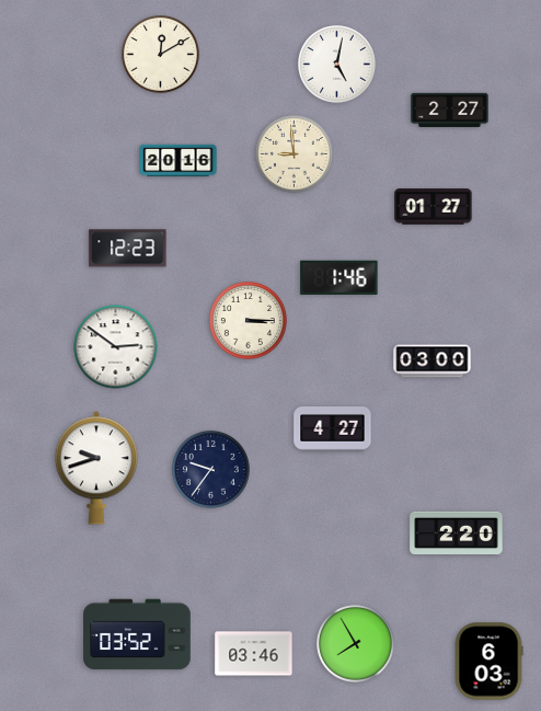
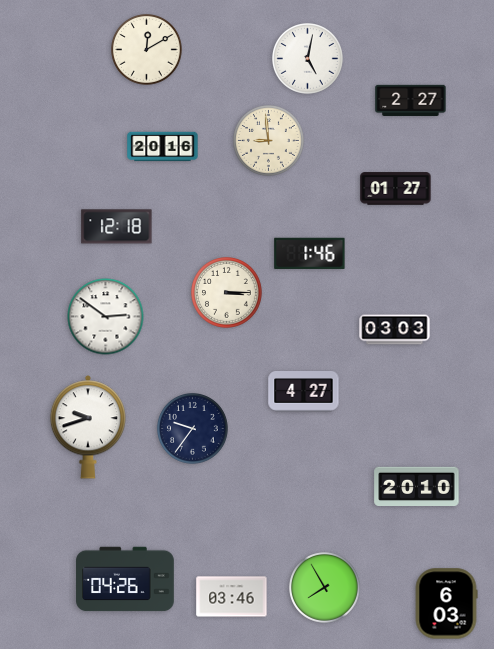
clock at (128, 249): 12:23 -> 12:18
clock at (433, 362): 03:00 -> 03:03
clock at (457, 534): 2:20 -> 20:10
clock at (137, 634): 03:52 -> 04:26
